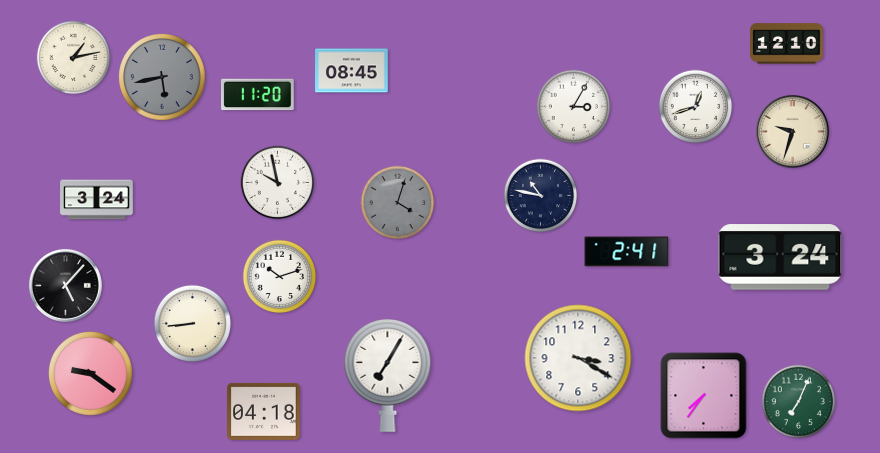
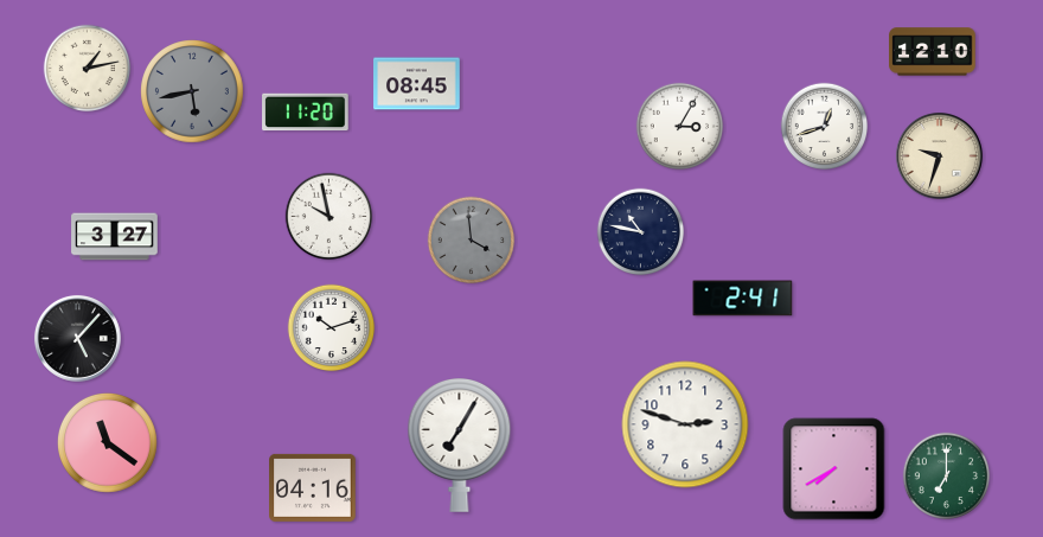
clock at (97, 200): 3:24 -> 3:27
clock at (398, 203): 4:03 -> 3:59
clock at (780, 257): 3:24 -> none
clock at (192, 323): 8:44 -> none
clock at (578, 358): 3:20 -> 2:48
clock at (91, 374): 9:21 -> 11:21
clock at (704, 396): 7:36 -> 7:40
clock at (799, 402): 7:04 -> 7:00
clock at (264, 411): 04:18 -> 04:16
